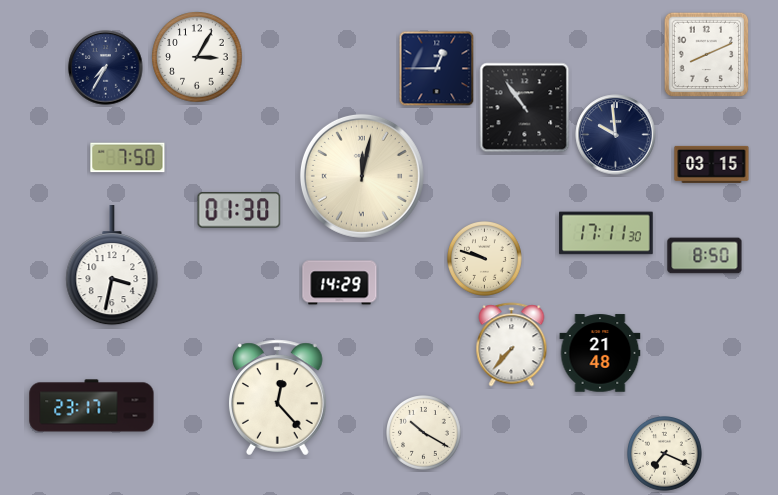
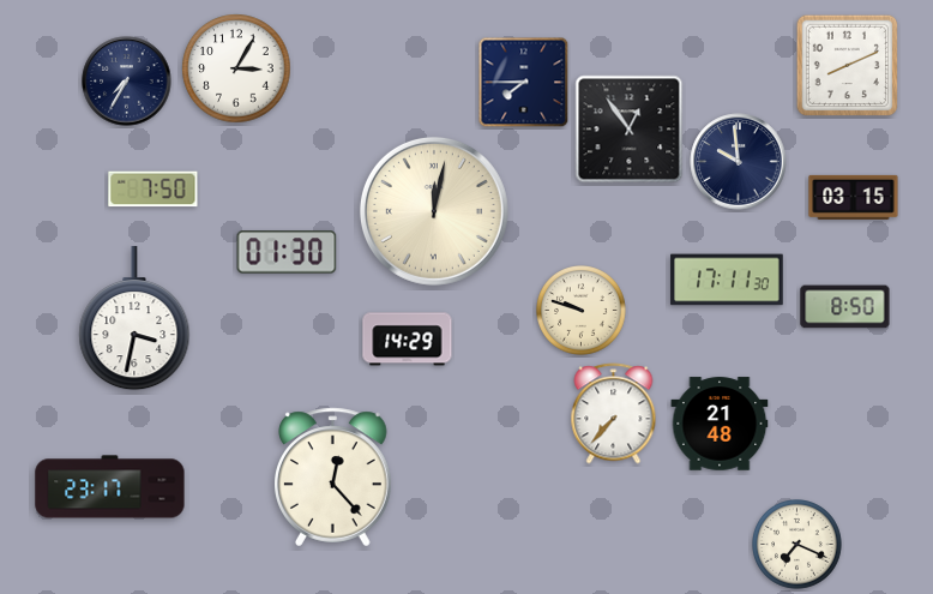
clock at (437, 69): 12:45 -> 7:45
clock at (525, 108): 10:54 -> 12:54
clock at (424, 433): 10:20 -> none
